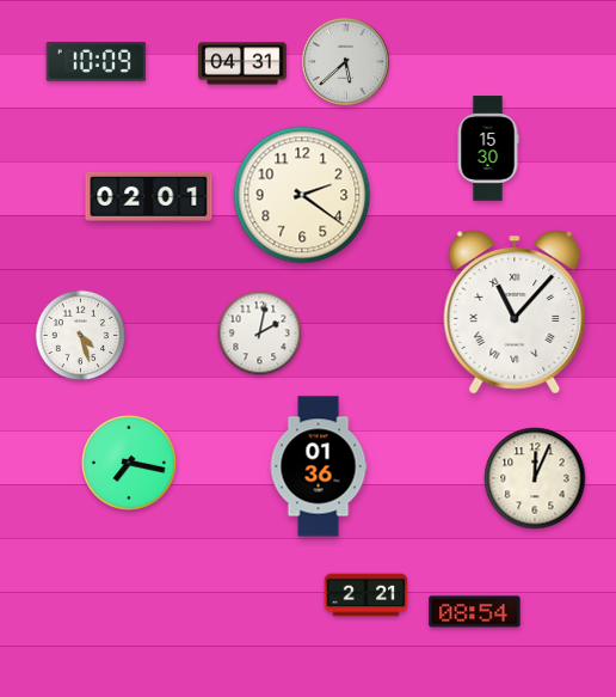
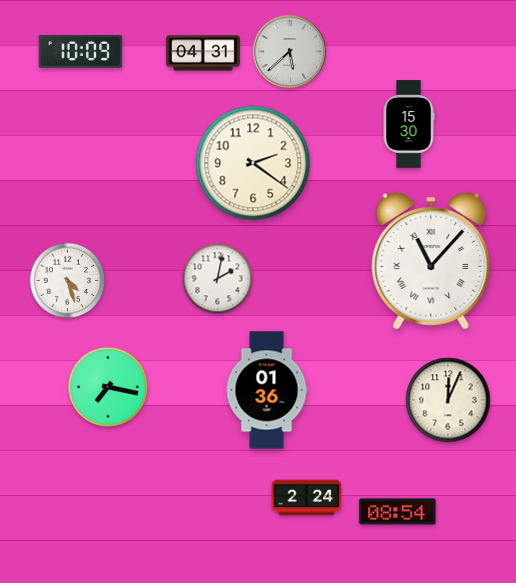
clock at (149, 196): 02:01 -> none
clock at (366, 595): 2:21 -> 2:24
